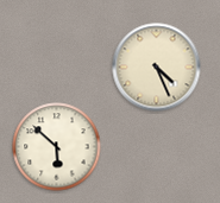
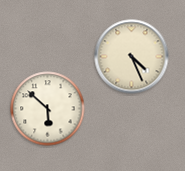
clock at (57, 147) position: (57, 147) -> (48, 109)
